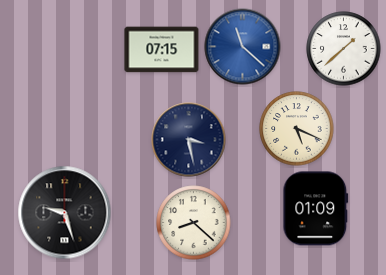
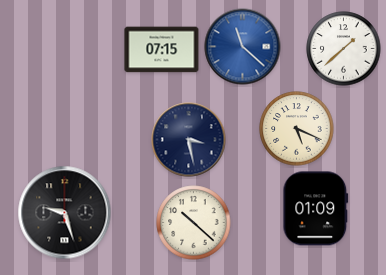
clock at (194, 223): 8:22 -> 10:22
